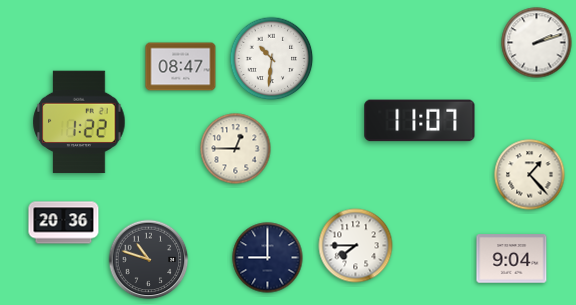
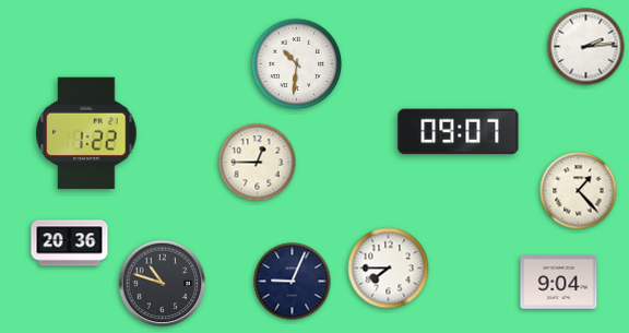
clock at (537, 43): 2:12 -> 2:14
clock at (181, 67): 08:47 -> none
clock at (420, 121): 11:07 -> 09:07
clock at (268, 258): 9:00 -> 9:04
